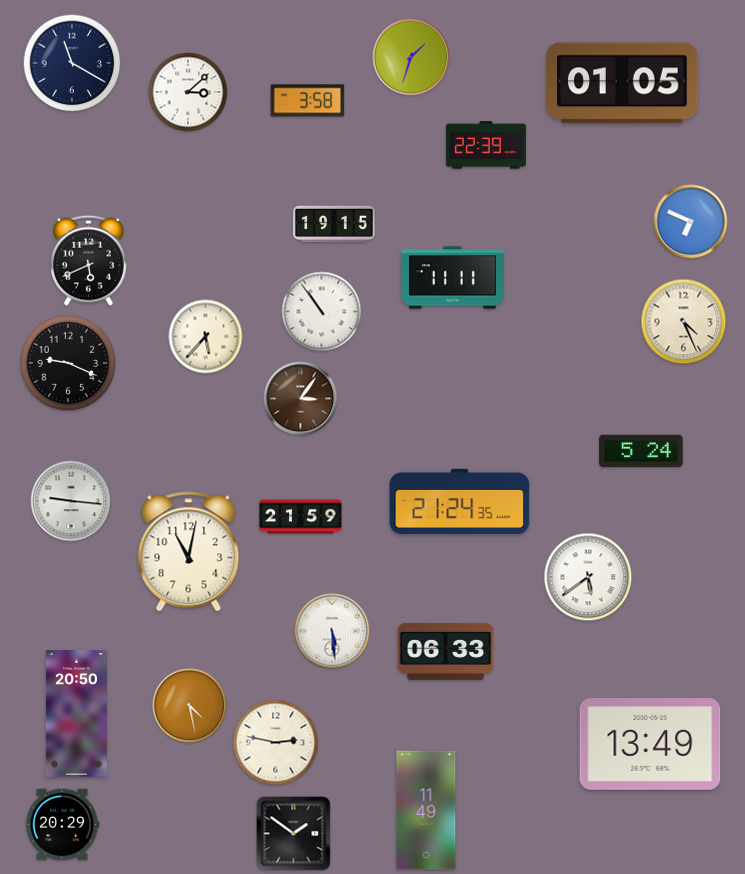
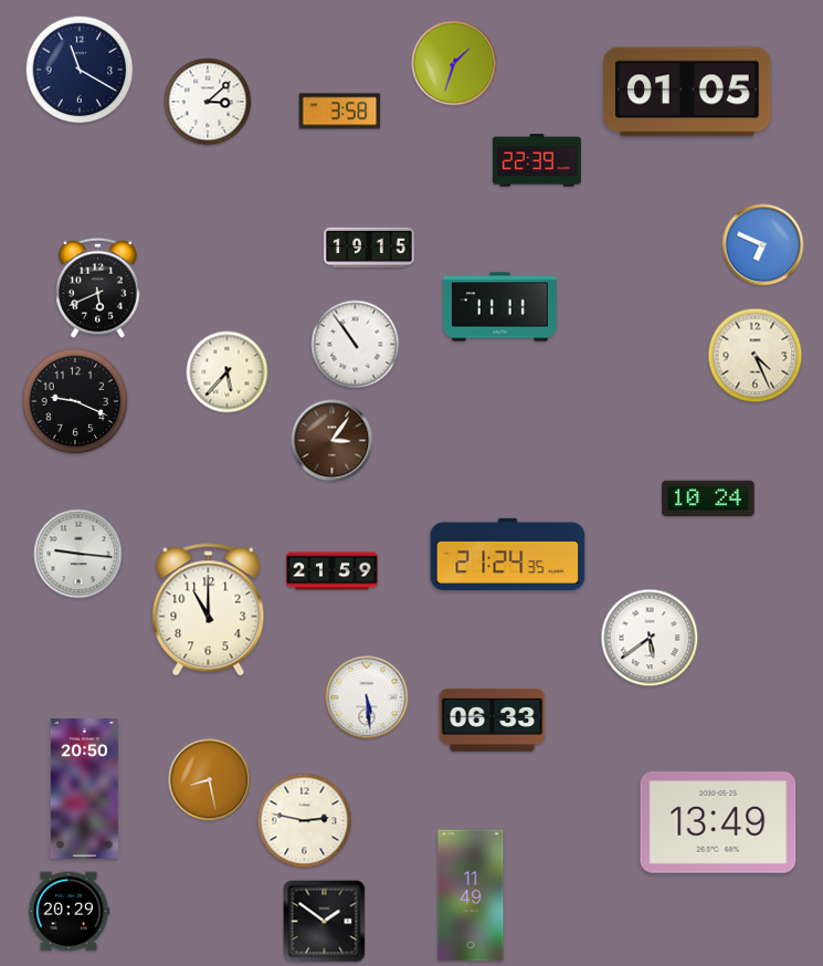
clock at (641, 451): 5:24 -> 10:24
clock at (189, 552): 11:02 -> 11:00
clock at (190, 706): 4:28 -> 8:28
